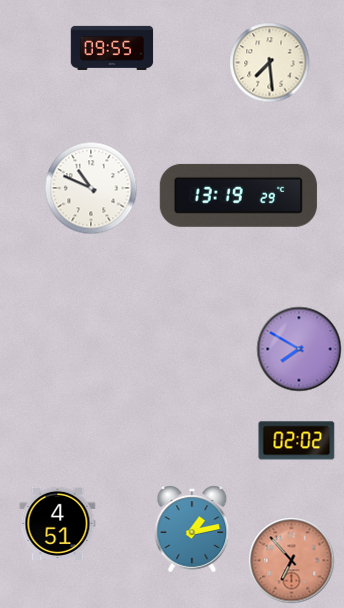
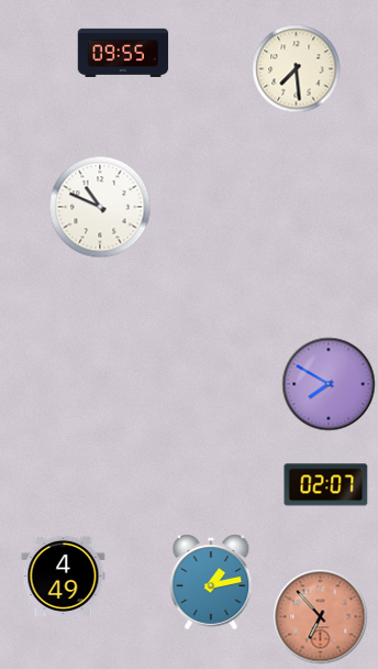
clock at (238, 195): 13:19 -> none
clock at (297, 441): 02:02 -> 02:07
clock at (58, 523): 4:51 -> 4:49
